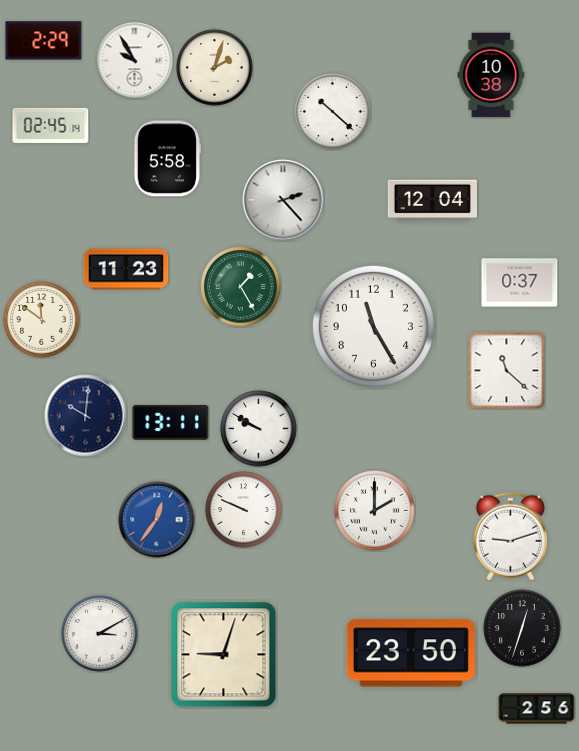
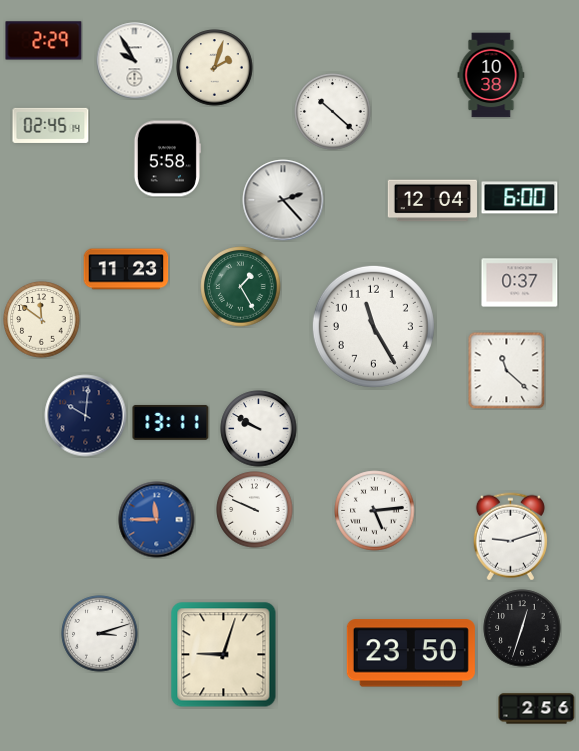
clock at (520, 198): none -> 6:00
clock at (244, 510) position: (244, 510) -> (255, 510)
clock at (375, 511): 2:00 -> 5:14
clock at (157, 520): 12:36 -> 11:45
clock at (100, 634): 3:10 -> 3:12
